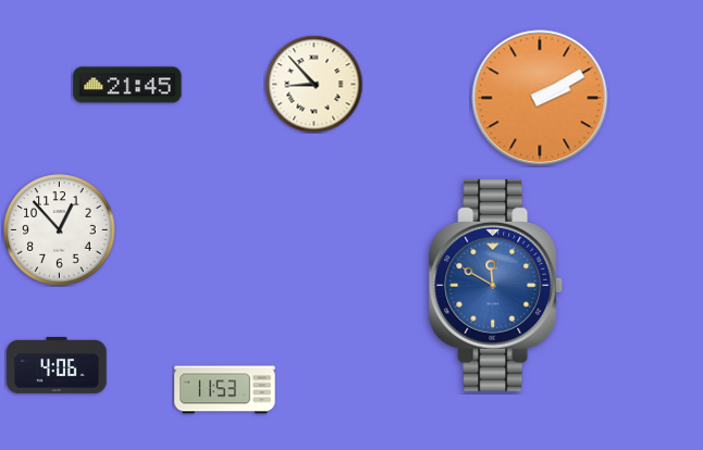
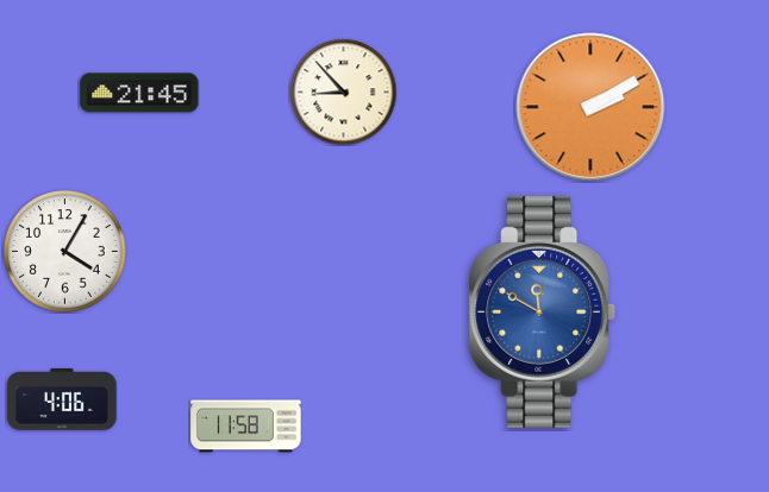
clock at (60, 230): 12:53 -> 4:05
clock at (225, 390): 11:53 -> 11:58
